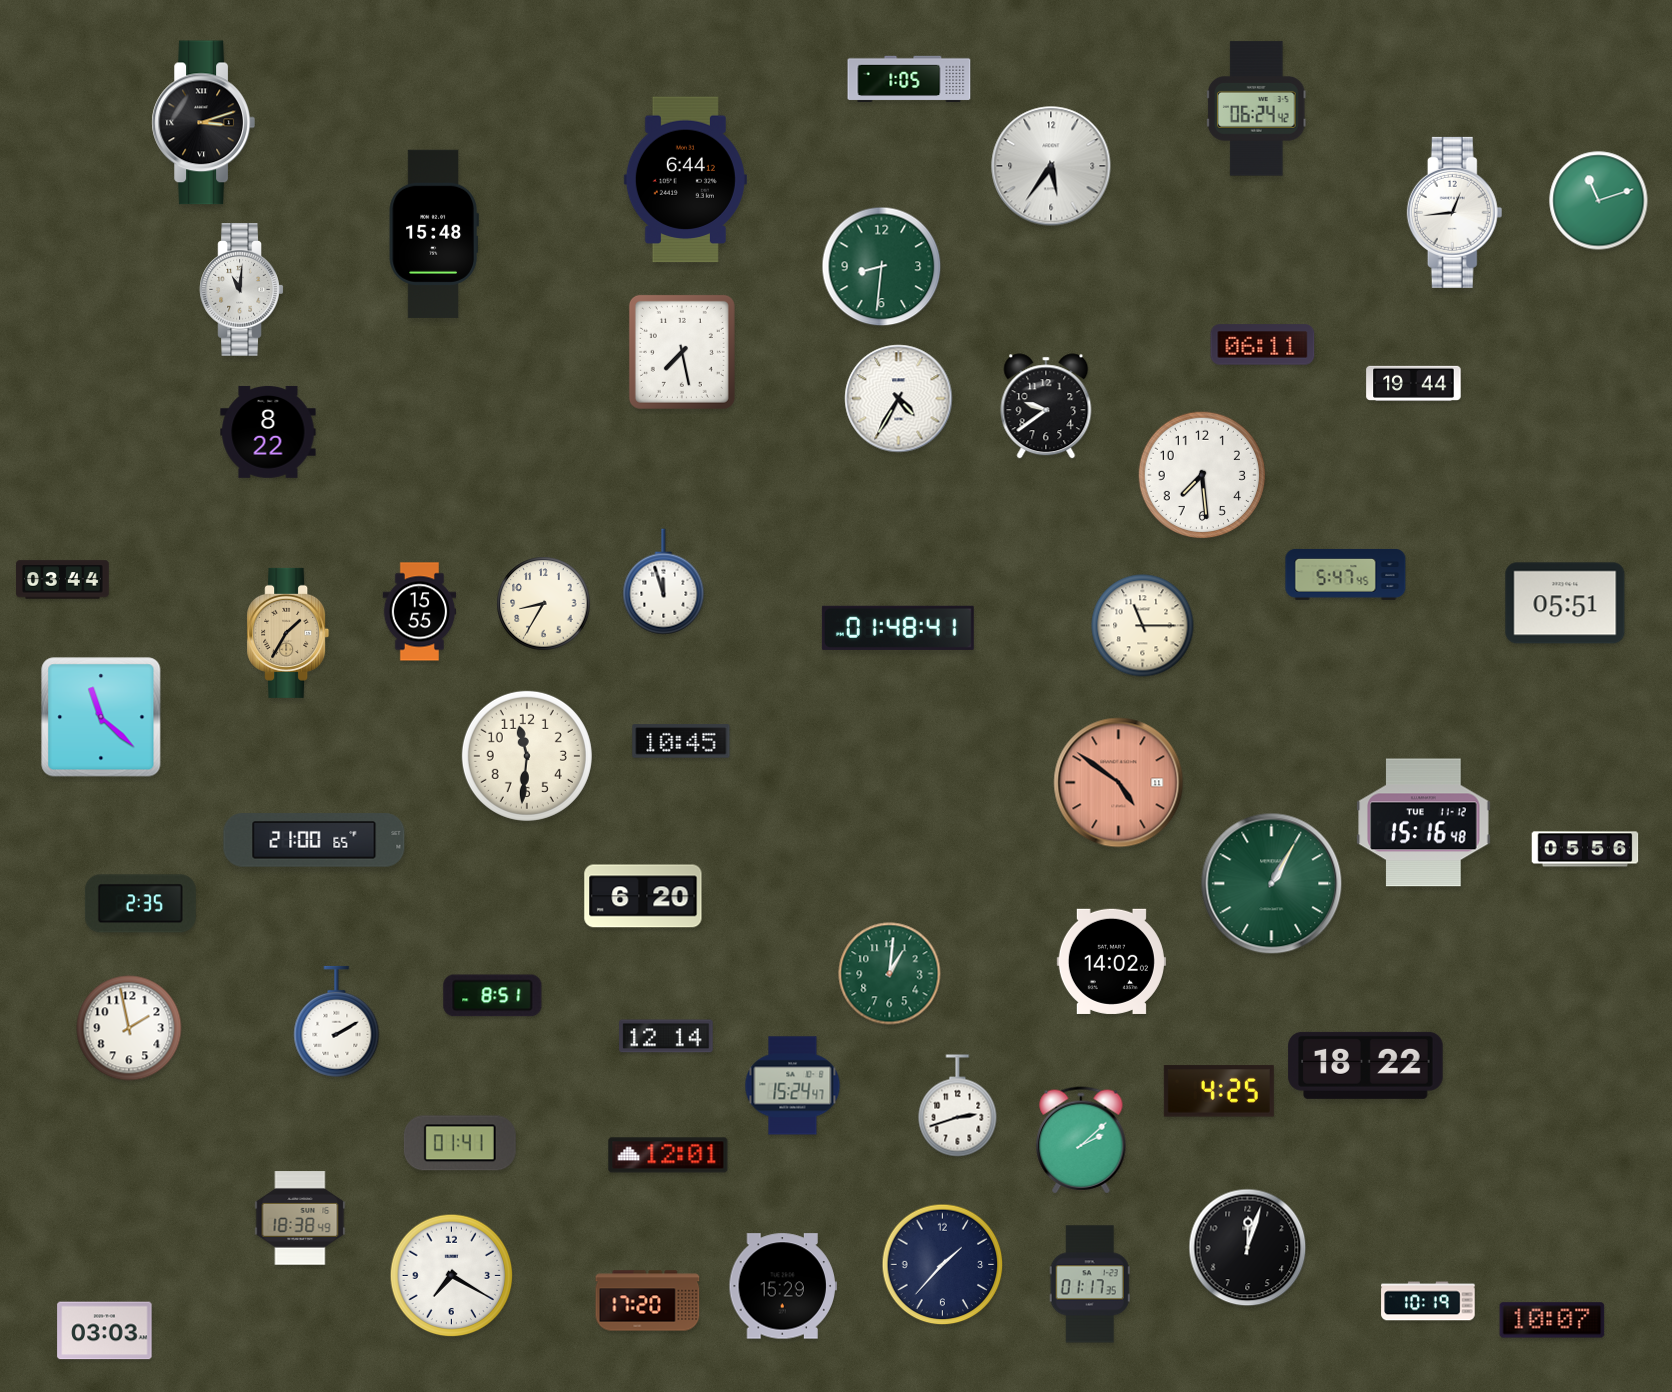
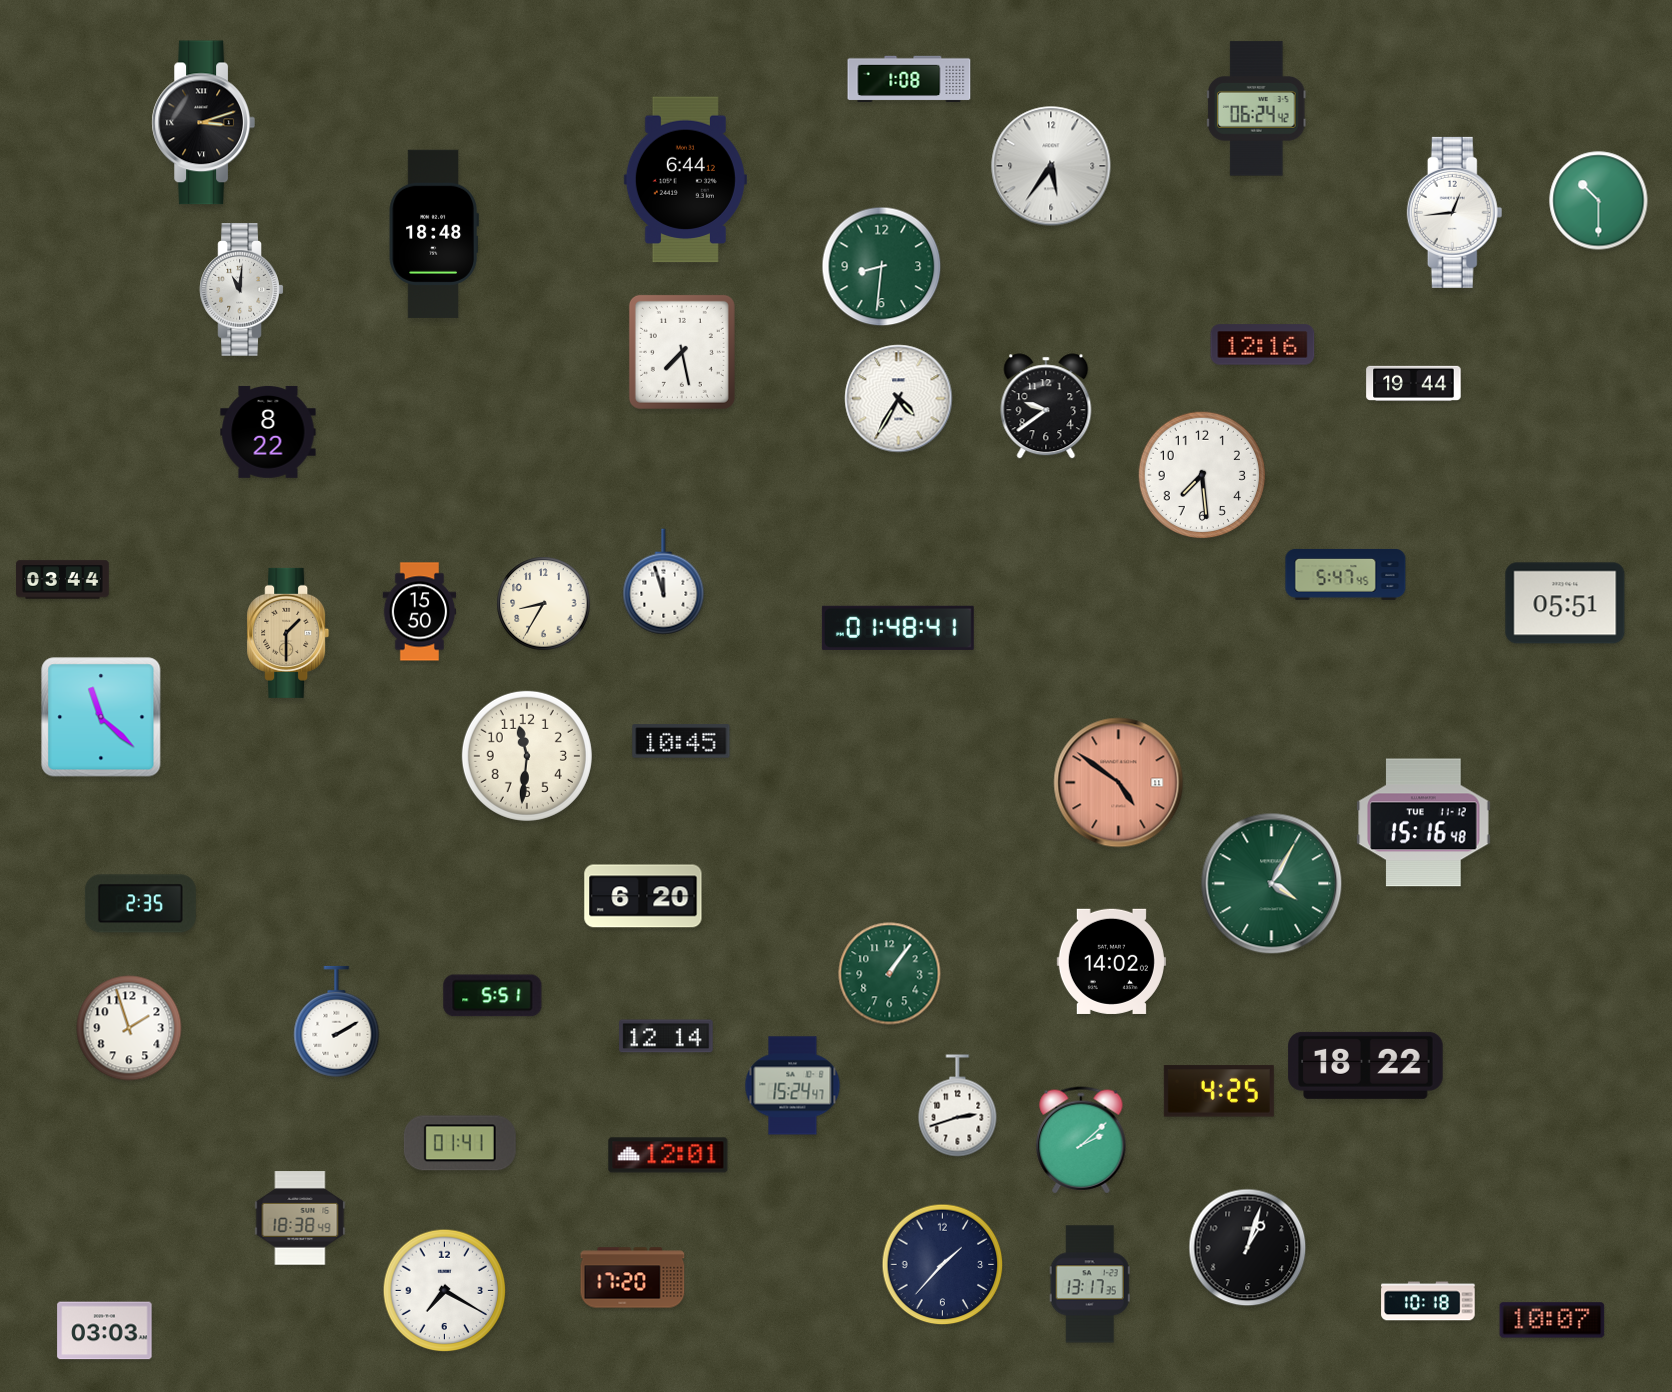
clock at (909, 79): 1:05 -> 1:08
clock at (1599, 201): 11:12 -> 10:30
clock at (434, 234): 15:48 -> 18:48
clock at (1263, 345): 06:11 -> 12:16
clock at (420, 612): 15:55 -> 15:50
clock at (1143, 626): 11:15 -> none
clock at (288, 633): 1:35 -> 1:30
clock at (314, 840): 21:00 -> none
clock at (1585, 849): 05:56 -> none
clock at (1272, 884): 1:05 -> 4:05
clock at (890, 974): 1:01 -> 1:06
clock at (493, 996): 8:51 -> 5:51
clock at (129, 1028): 1:58 -> 1:57
clock at (1248, 1248): 12:03 -> 1:03
clock at (452, 1276) position: (452, 1276) -> (445, 1291)
clock at (1090, 1284): 01:17 -> 13:17
clock at (783, 1286): 15:29 -> none
clock at (648, 1301) position: (648, 1301) -> (633, 1278)
clock at (1428, 1301): 10:19 -> 10:18
